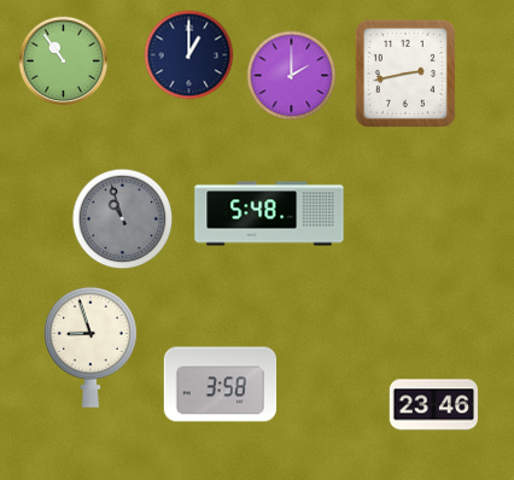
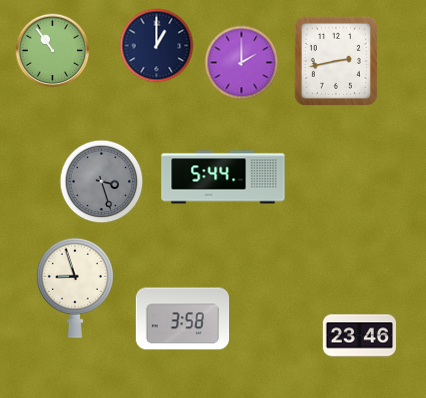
clock at (269, 213): 5:48 -> 5:44
clock at (123, 219): 10:57 -> 3:27
